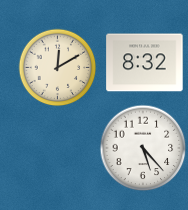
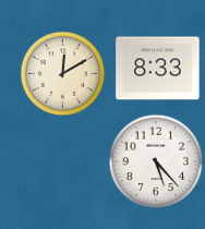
clock at (145, 63): 8:32 -> 8:33
